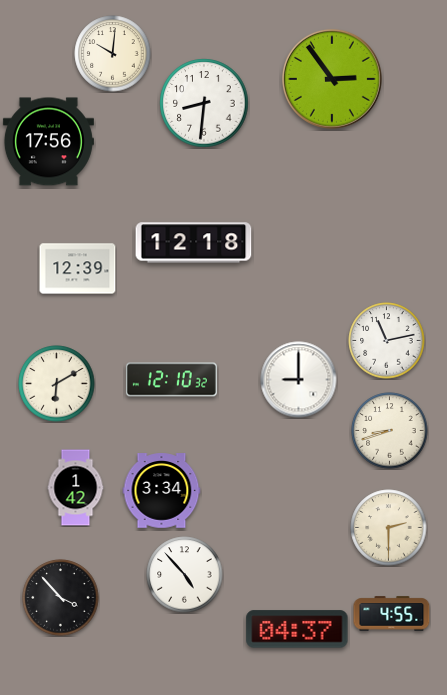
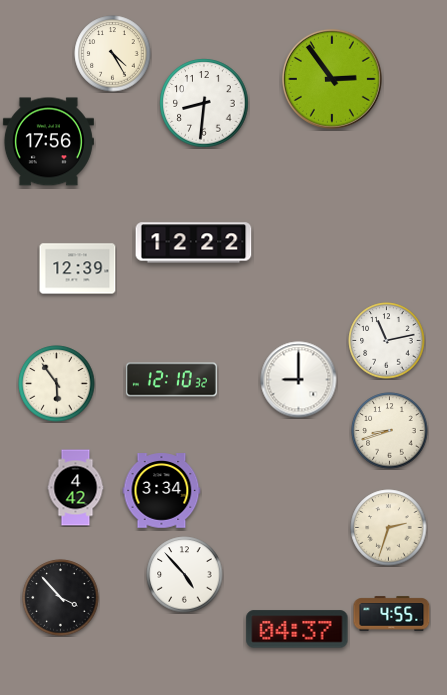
clock at (113, 54): 10:01 -> 4:25
clock at (194, 243): 12:18 -> 12:22
clock at (57, 384): 6:10 -> 5:54
clock at (76, 488): 1:42 -> 4:42
clock at (389, 528): 2:30 -> 2:33
